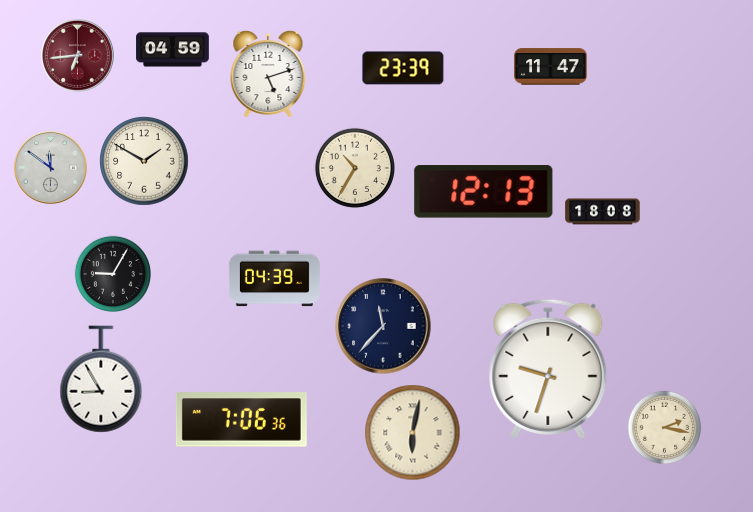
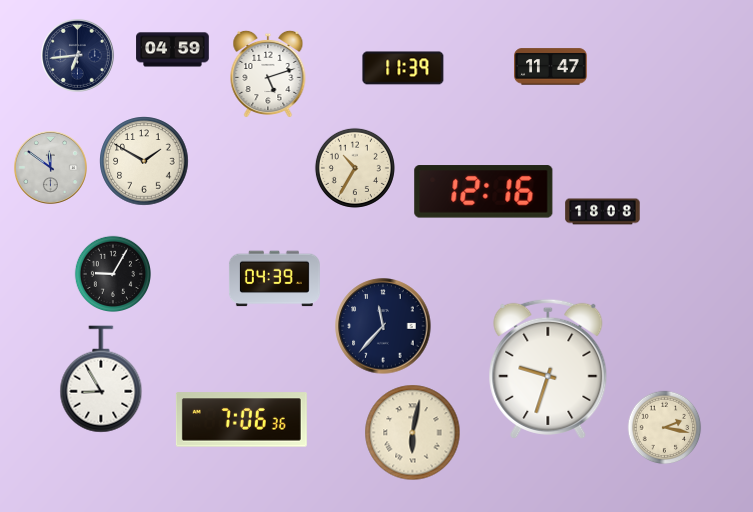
clock at (77, 55) dial: burgundy -> navy
clock at (403, 68): 23:39 -> 11:39
clock at (484, 192): 12:13 -> 12:16
